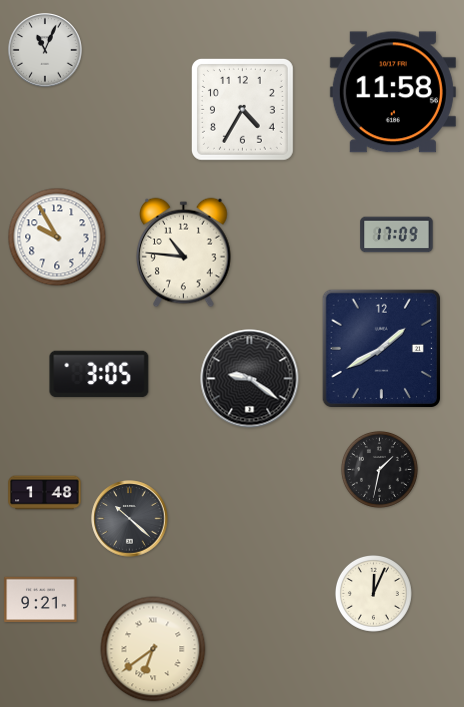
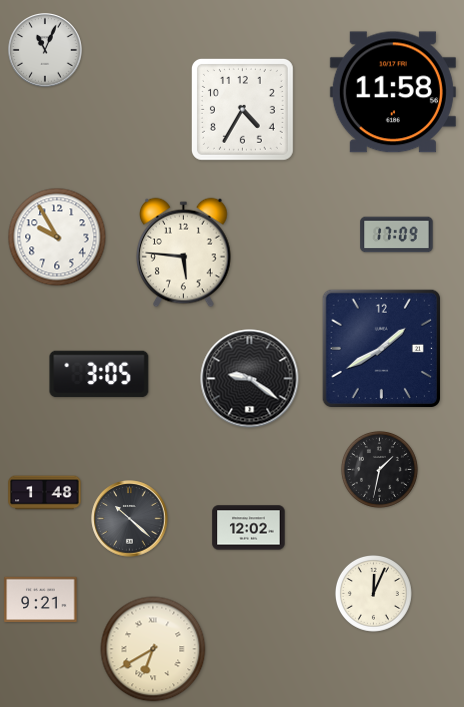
clock at (184, 253): 10:46 -> 5:46
clock at (249, 528): none -> 12:02
clock at (153, 649): 6:39 -> 6:40
